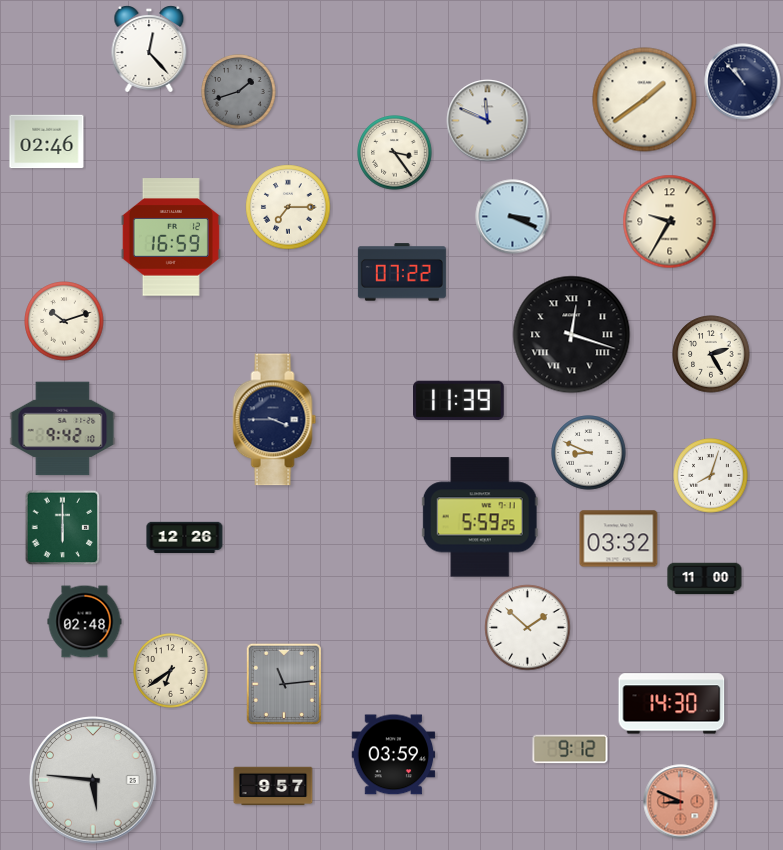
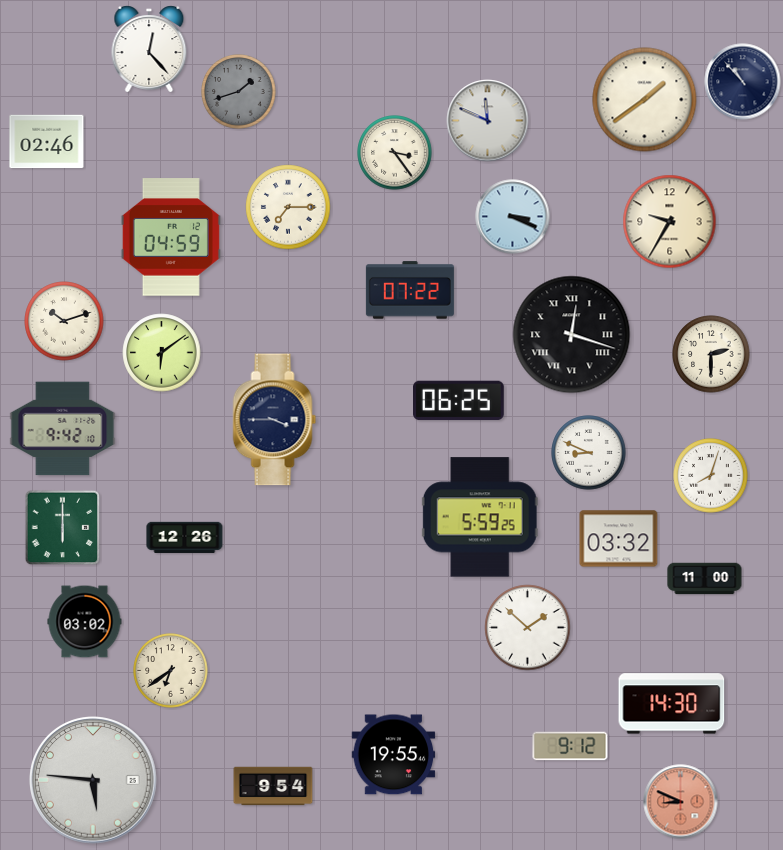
clock at (171, 237): 16:59 -> 04:59
clock at (402, 272) position: (402, 272) -> (410, 290)
clock at (162, 353): none -> 6:09
clock at (711, 354): 2:25 -> 2:30
clock at (459, 401): 11:39 -> 06:25
clock at (85, 622): 02:48 -> 03:02
clock at (284, 684): 11:14 -> none
clock at (570, 749) position: (570, 749) -> (570, 746)
clock at (394, 755): 03:59 -> 19:55
clock at (273, 786): 9:57 -> 9:54
